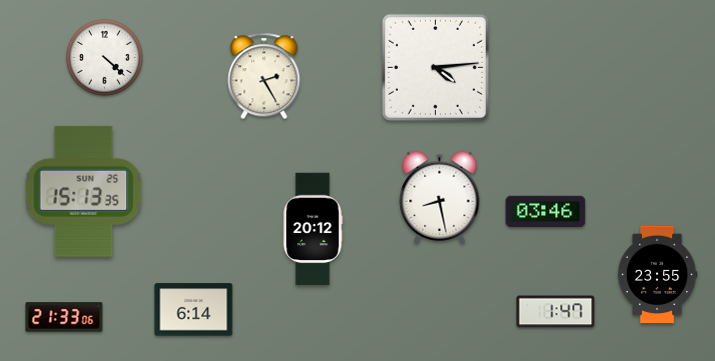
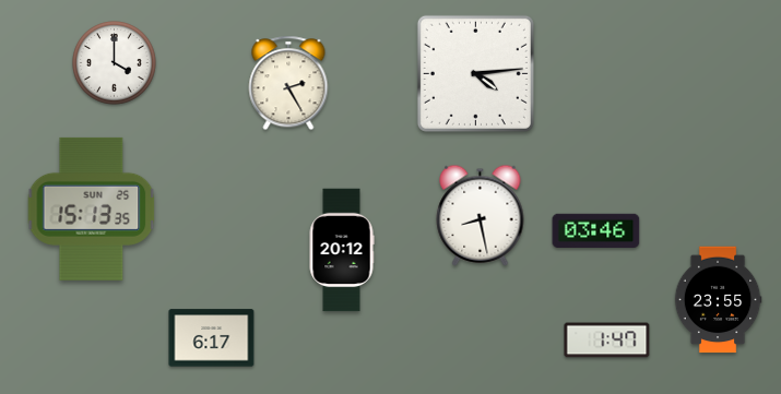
clock at (105, 58): 4:22 -> 4:00
clock at (194, 310): 6:14 -> 6:17
clock at (64, 317): 21:33 -> none
